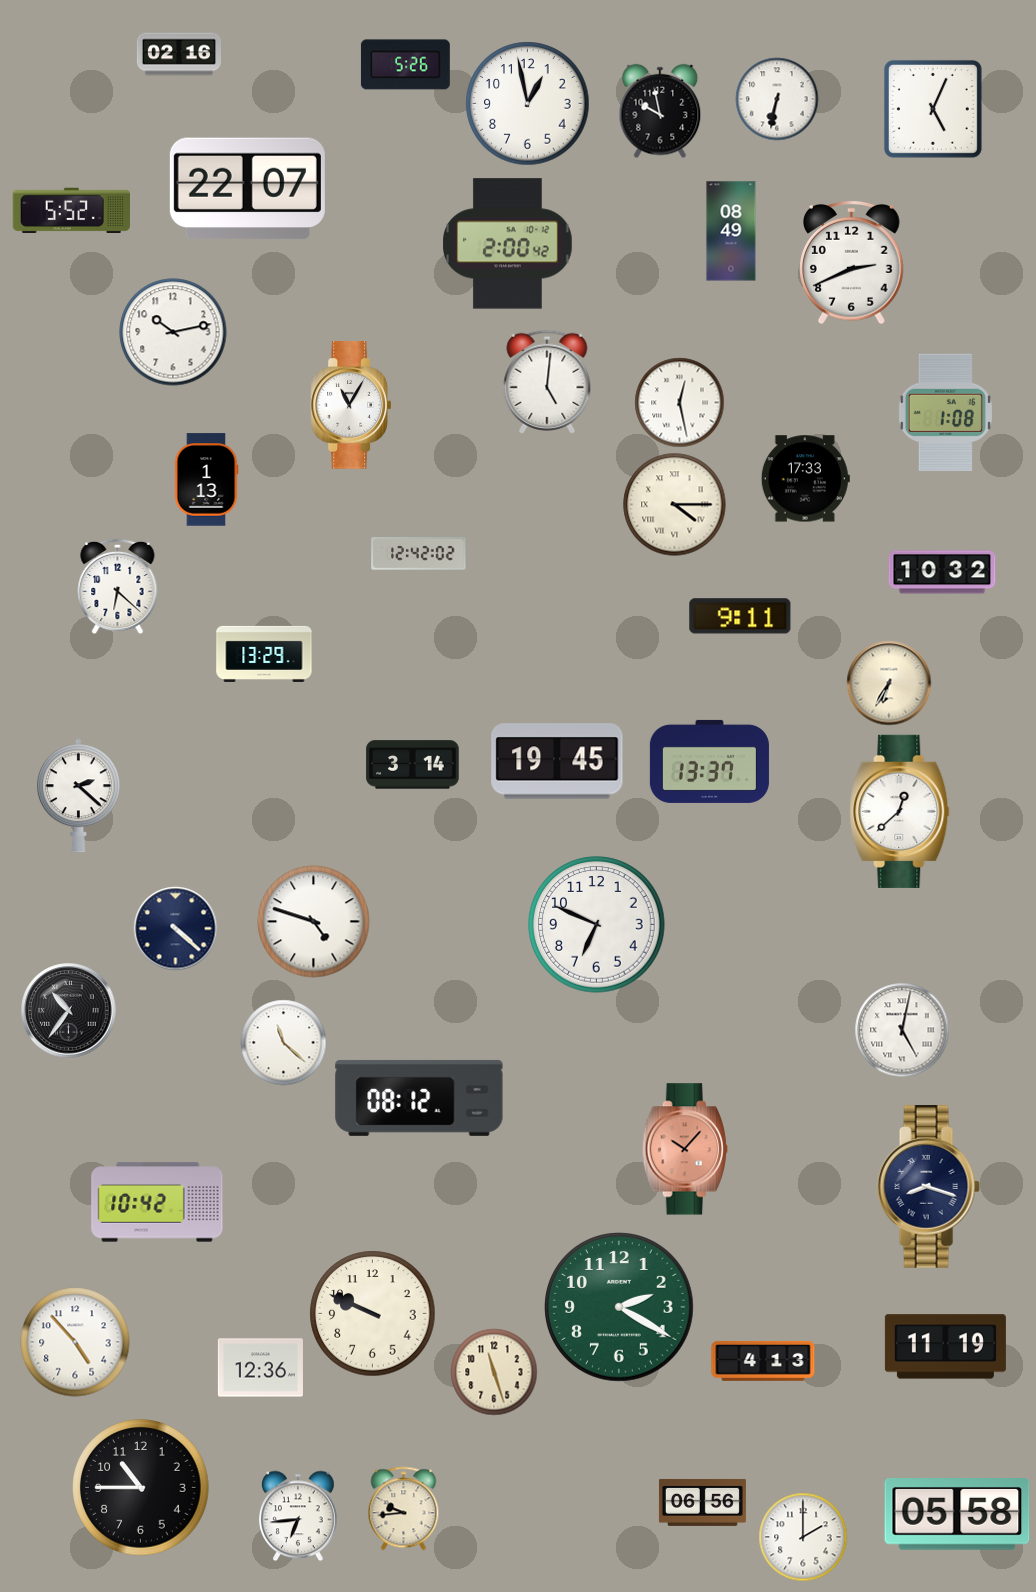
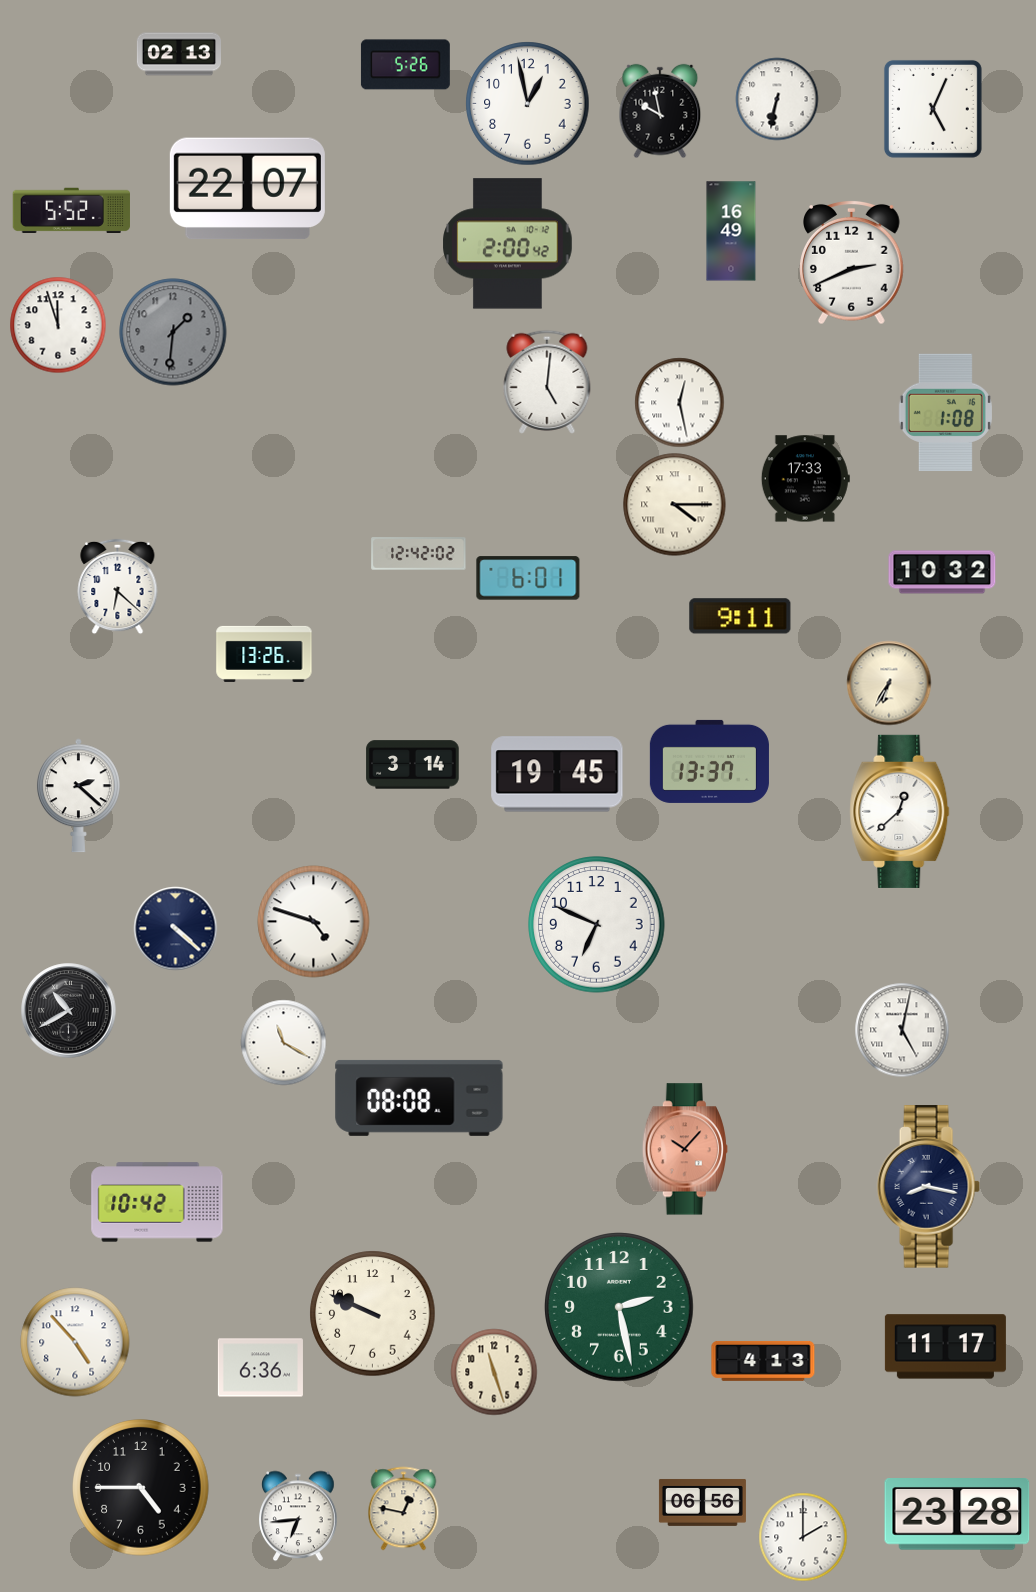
clock at (178, 54): 02:16 -> 02:13
clock at (731, 231): 08:49 -> 16:49
clock at (58, 325): none -> 11:57
clock at (173, 332): 10:13 -> 1:31
clock at (173, 332) dial: white -> grey
clock at (350, 405): 11:05 -> none
clock at (206, 480): 1:13 -> none
clock at (528, 578): none -> 6:01
clock at (264, 654): 13:29 -> 13:26
clock at (557, 761) position: (557, 761) -> (557, 774)
clock at (69, 1011): 10:36 -> 10:40
clock at (284, 1043): 11:22 -> 11:20
clock at (419, 1098): 08:12 -> 08:08
clock at (928, 1187): 8:18 -> 8:17
clock at (620, 1308): 2:20 -> 2:28
clock at (945, 1347): 11:19 -> 11:17
clock at (260, 1368): 12:36 -> 6:36
clock at (141, 1488): 10:45 -> 4:45
clock at (404, 1509): 9:44 -> 12:47
clock at (957, 1515): 05:58 -> 23:28
